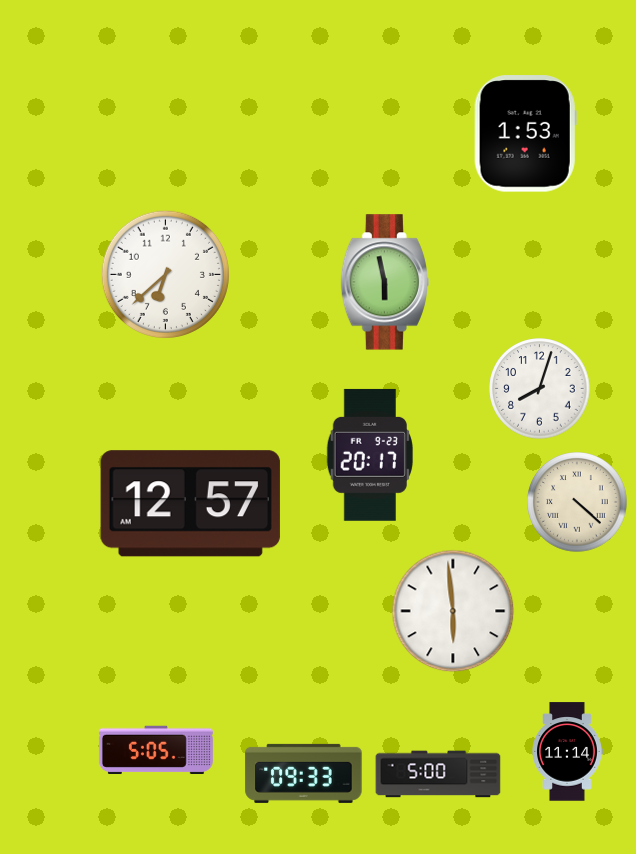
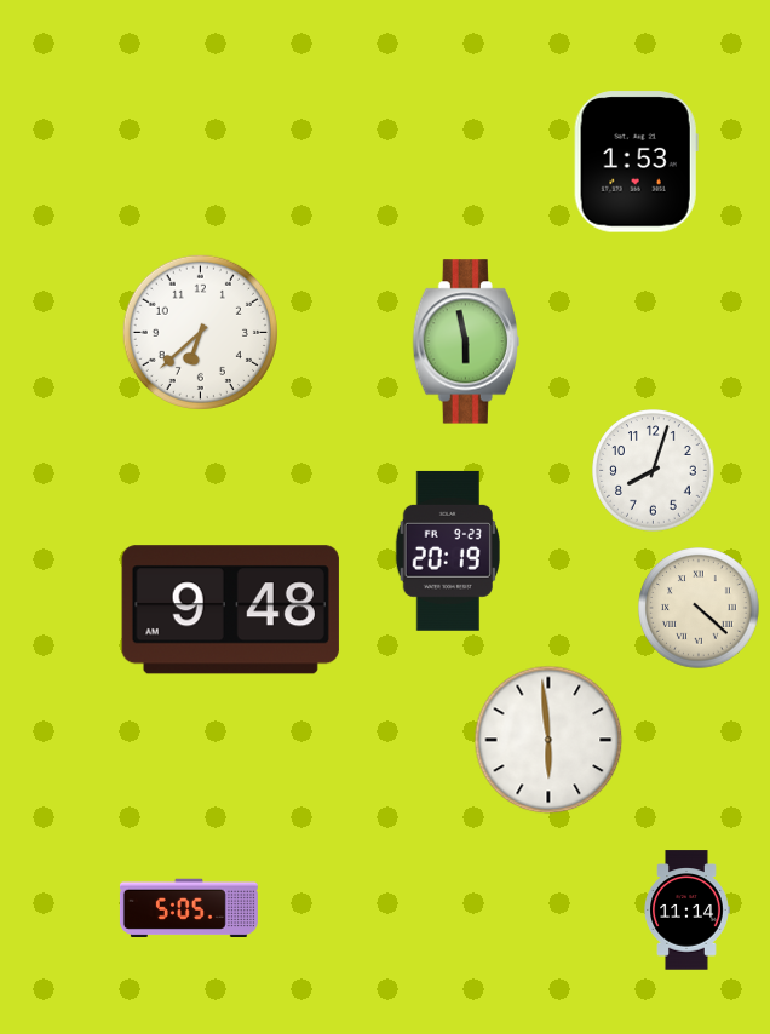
clock at (370, 455): 20:17 -> 20:19
clock at (190, 504): 12:57 -> 9:48
clock at (304, 773): 09:33 -> none
clock at (438, 774): 5:00 -> none
